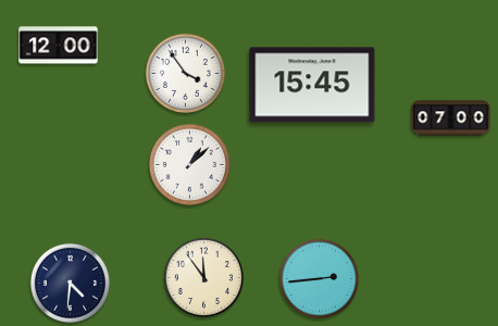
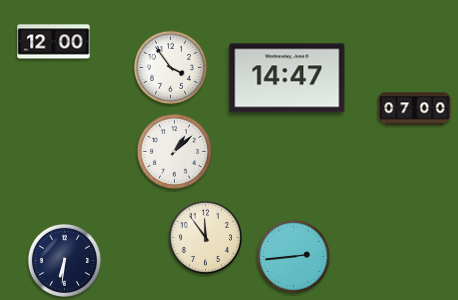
clock at (312, 85): 15:45 -> 14:47
clock at (203, 277) position: (203, 277) -> (205, 237)
clock at (70, 283): 4:31 -> 6:31
